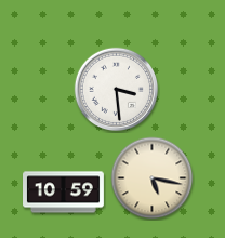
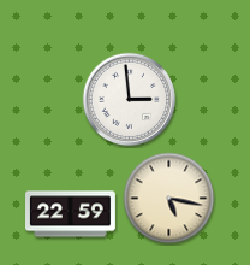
clock at (117, 90): 3:29 -> 2:59
clock at (64, 193): 10:59 -> 22:59
